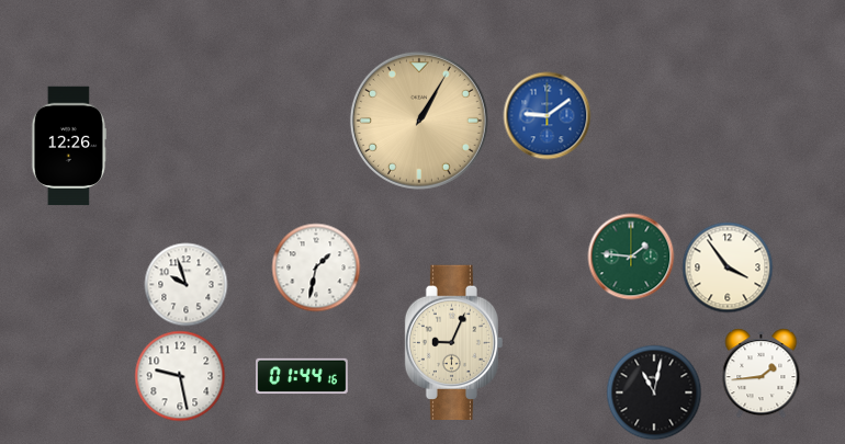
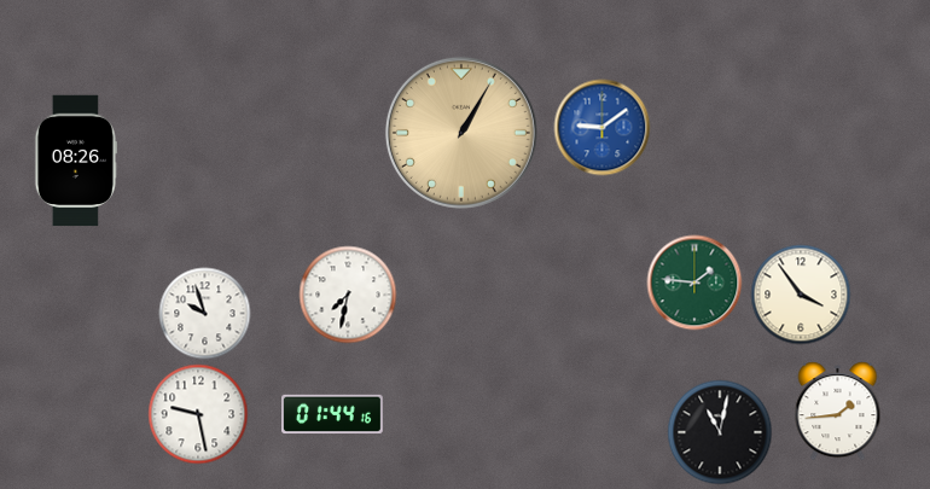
clock at (68, 146): 12:26 -> 08:26
clock at (316, 267): 1:32 -> 7:32
clock at (454, 342): 9:04 -> none
